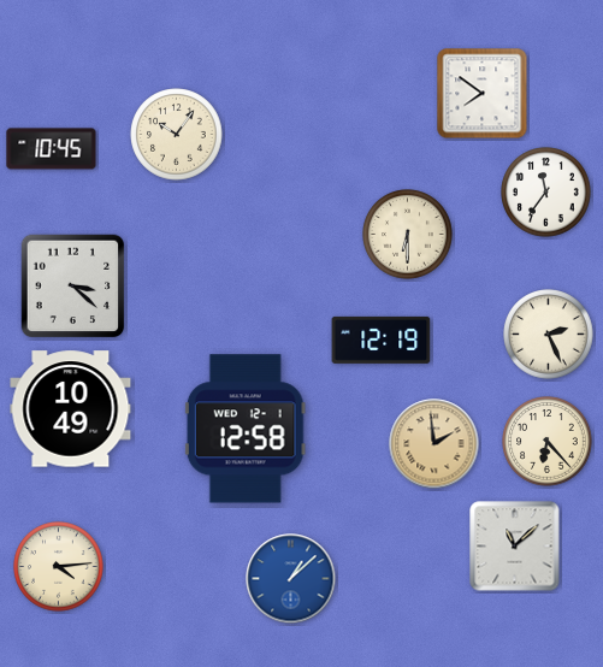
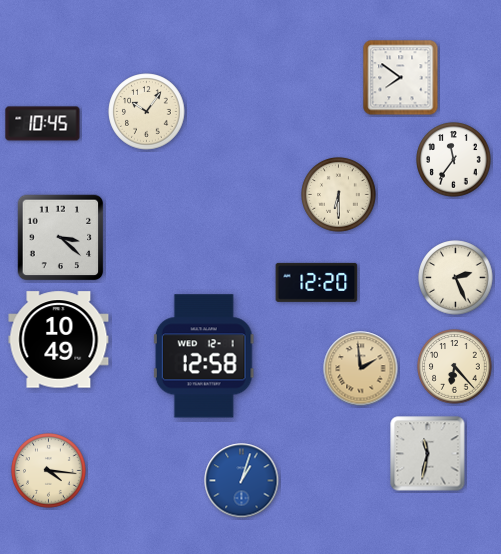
clock at (382, 340): 12:19 -> 12:20
clock at (515, 547): 11:08 -> 11:32
clock at (59, 567): 4:14 -> 4:16
clock at (291, 579): 1:08 -> 1:03
